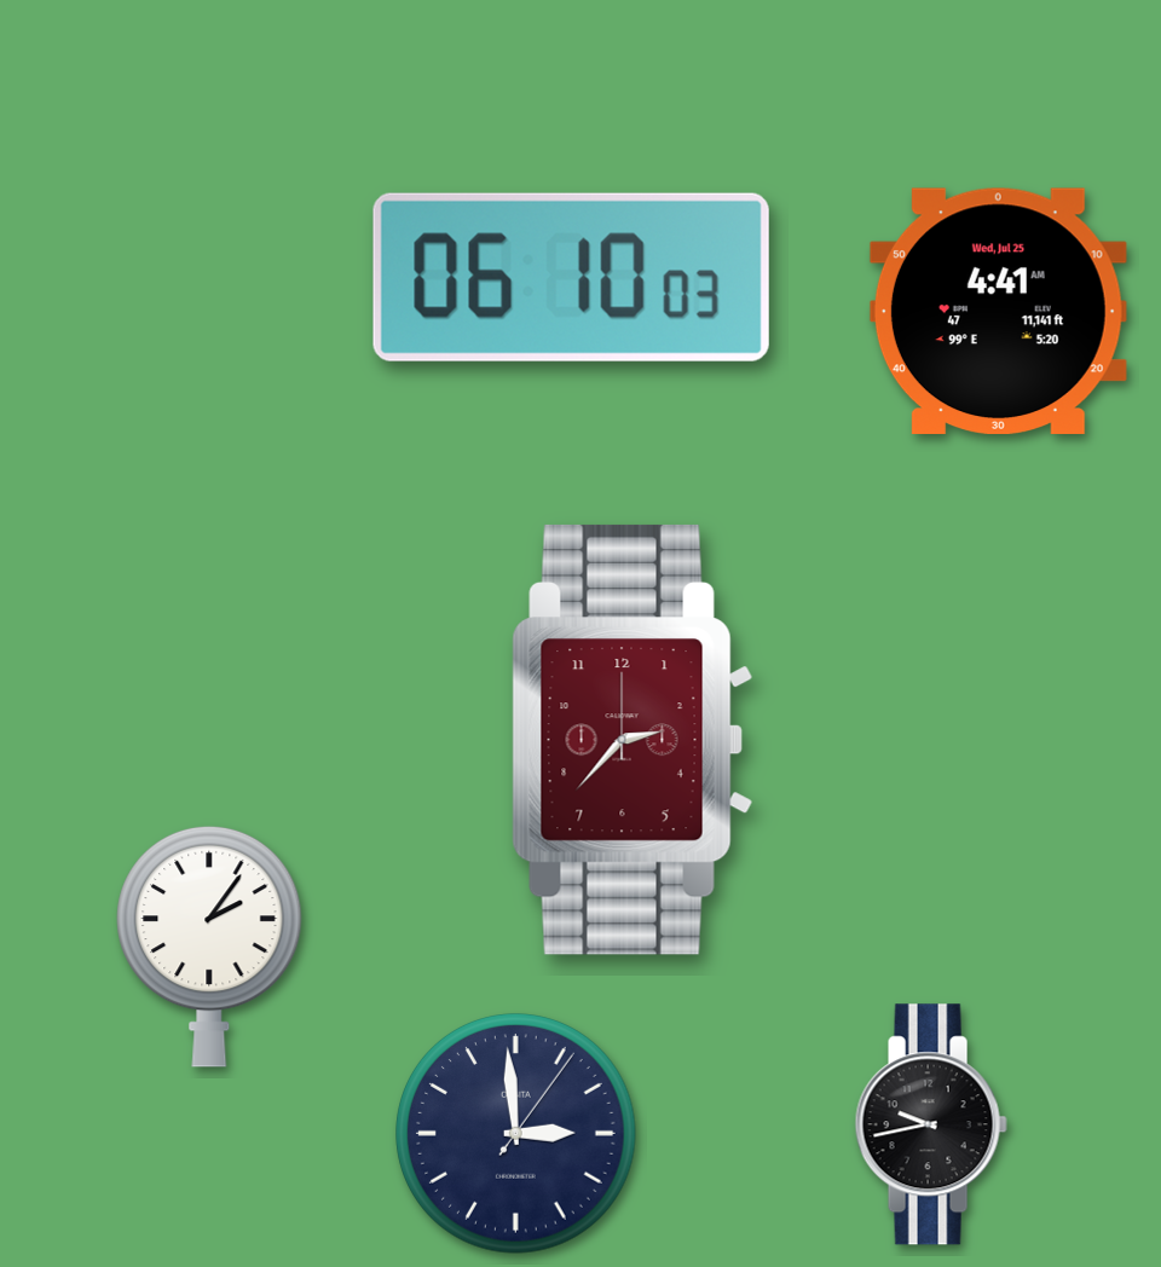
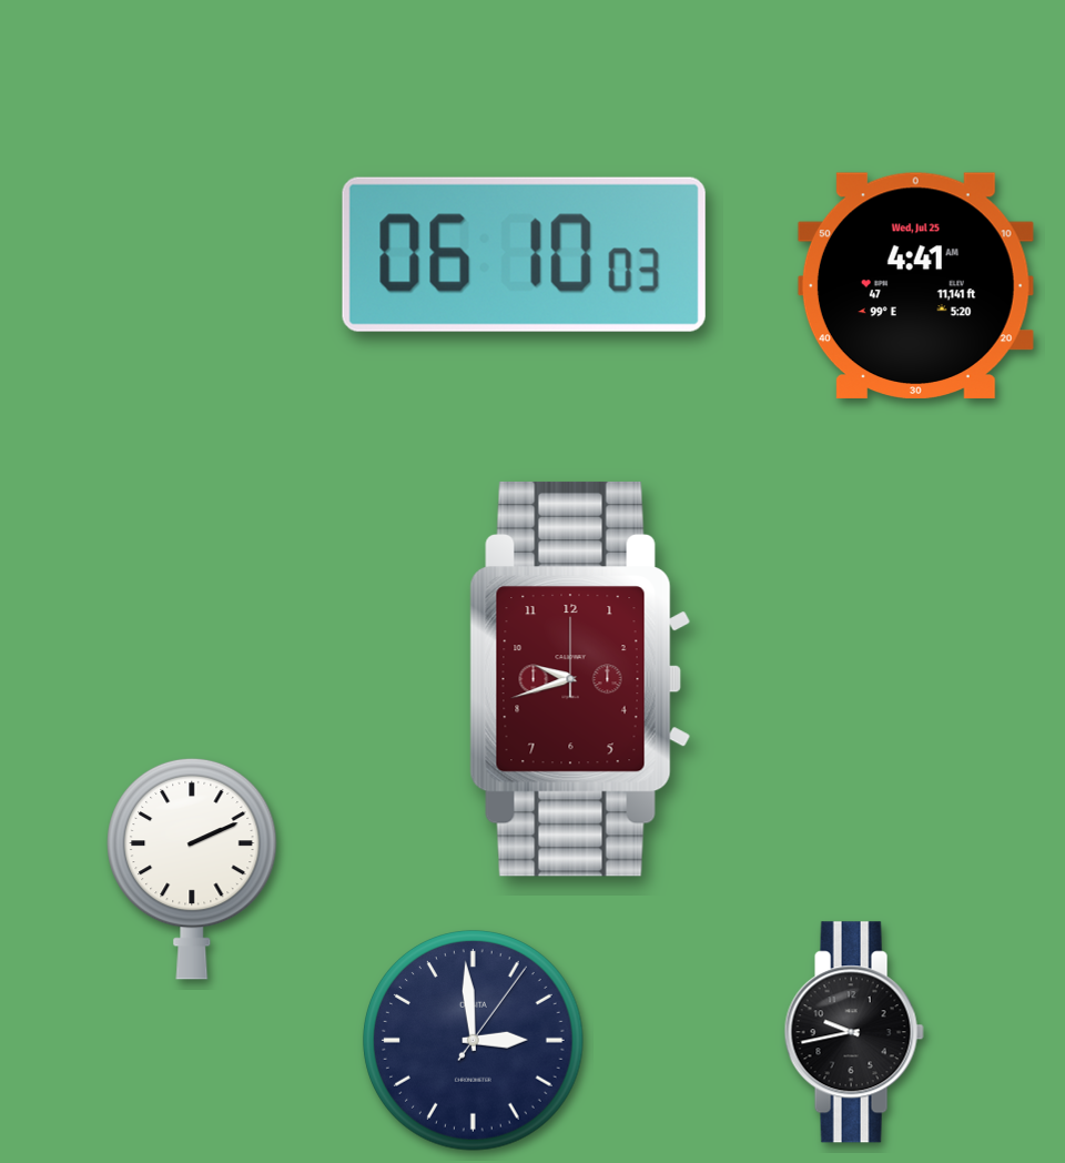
clock at (633, 740): 2:37 -> 9:42
clock at (209, 947): 2:06 -> 2:11
